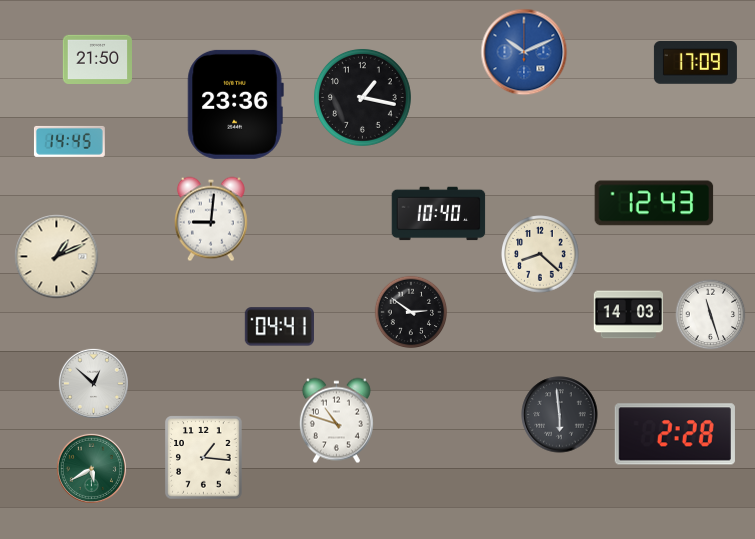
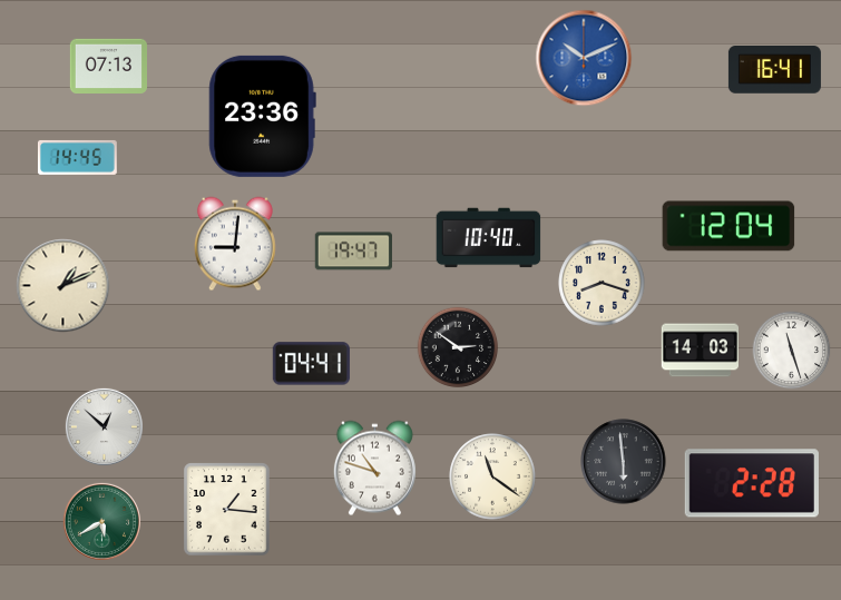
clock at (97, 59): 21:50 -> 07:13
clock at (695, 63): 17:09 -> 16:41
clock at (362, 97): 1:17 -> none
clock at (654, 203): 12:43 -> 12:04
clock at (353, 252): none -> 19:47
clock at (540, 254): 8:22 -> 8:18
clock at (492, 476): none -> 11:21
